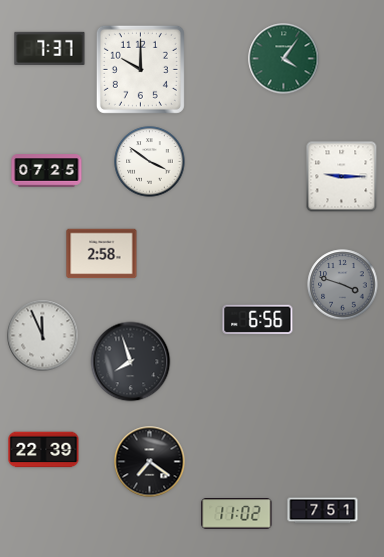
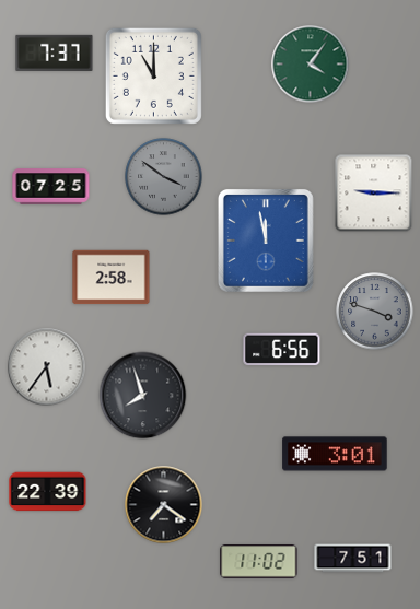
clock at (140, 69): 10:00 -> 11:00
clock at (150, 162) dial: white -> grey
clock at (266, 241): none -> 11:58
clock at (43, 336): 11:56 -> 5:36
clock at (335, 454): none -> 3:01
